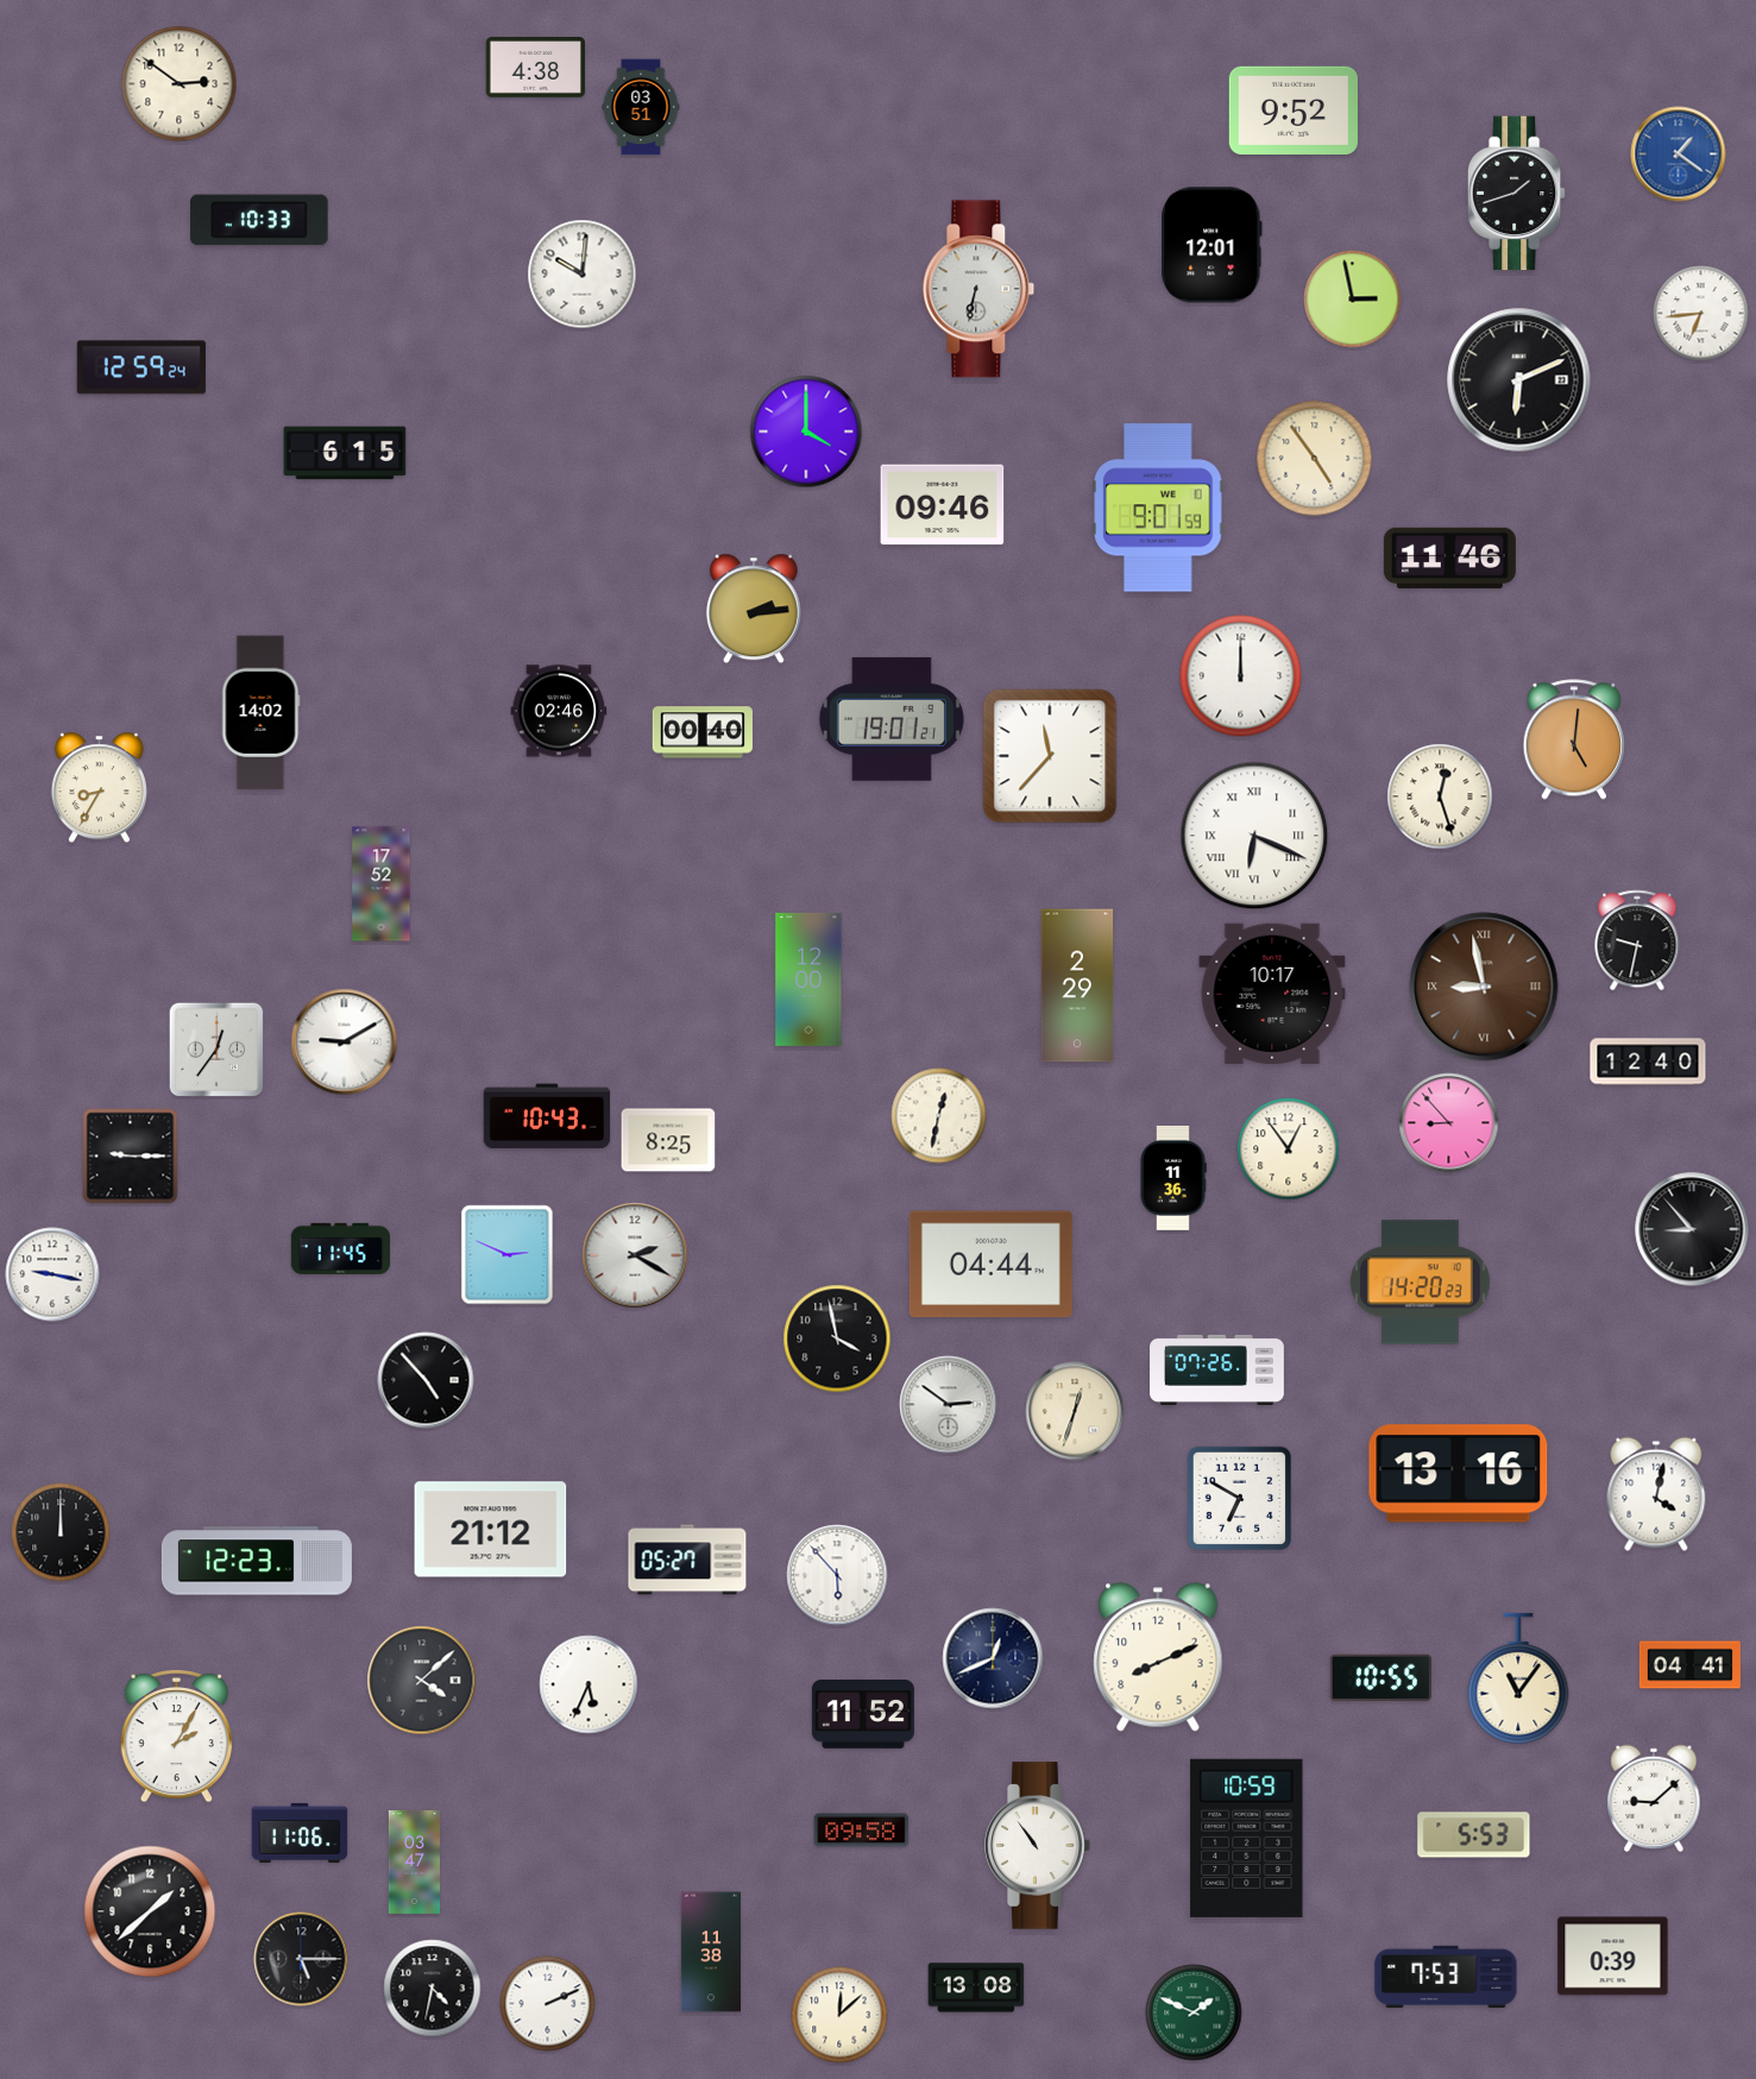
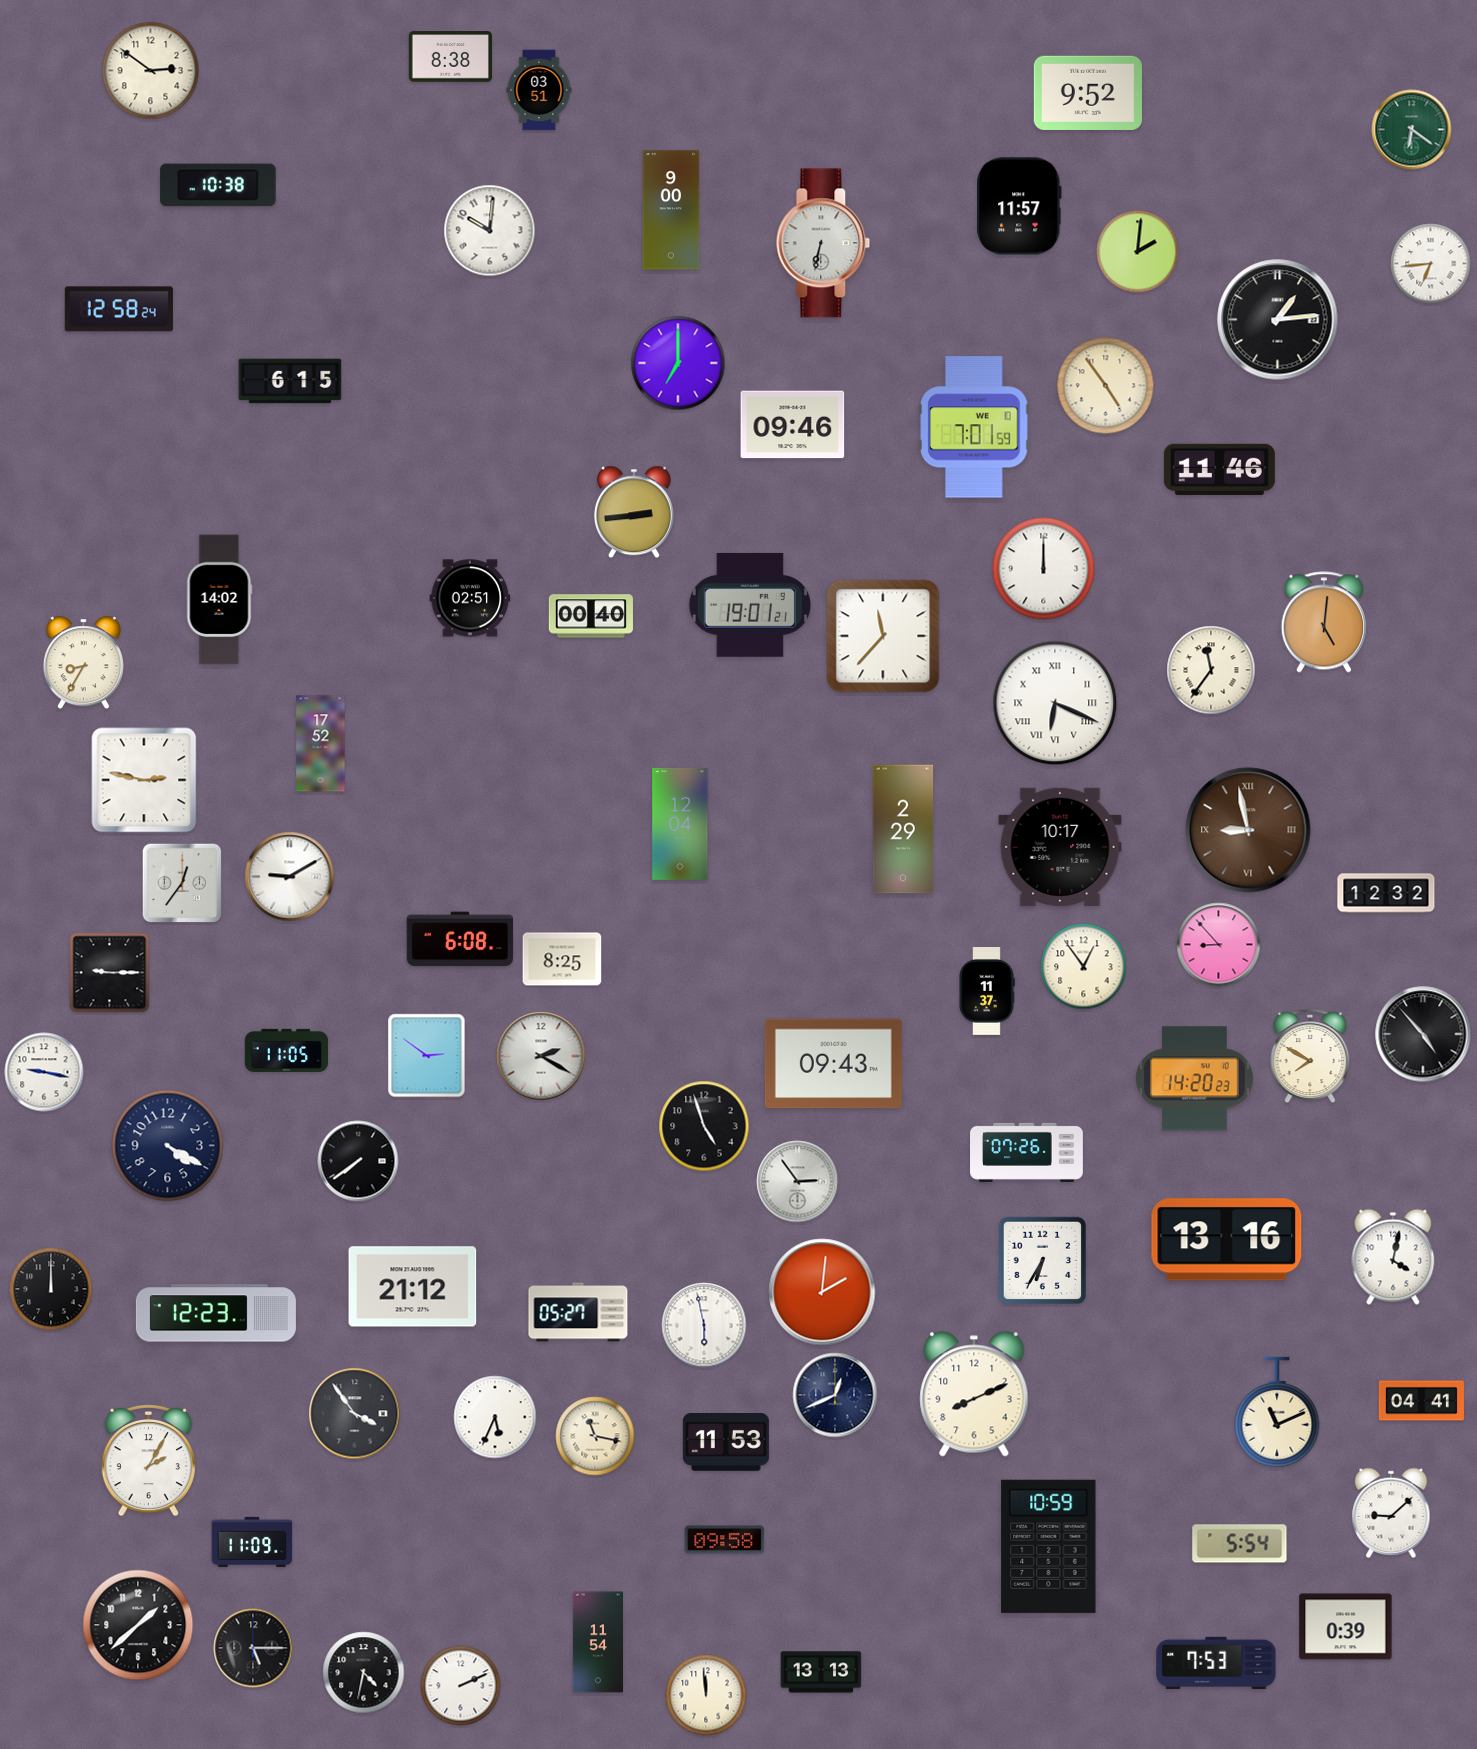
clock at (536, 68): 4:38 -> 8:38
clock at (1679, 155): 1:21 -> 6:21
clock at (1679, 155) dial: blue -> green
clock at (1516, 194): 1:42 -> none
clock at (259, 220): 10:33 -> 10:38
clock at (1211, 245): 12:01 -> 11:57
clock at (671, 210): none -> 9:00
clock at (1353, 300): 2:58 -> 2:01
clock at (141, 367): 12:59 -> 12:58
clock at (1519, 380): 6:11 -> 1:14
clock at (806, 431): 4:00 -> 7:00
clock at (1158, 508): 9:01 -> 7:01
clock at (754, 609): 2:14 -> 2:44
clock at (559, 711): 02:46 -> 02:51
clock at (1440, 796): 12:27 -> 11:36
clock at (144, 780): none -> 2:47
clock at (1637, 940): 9:32 -> none
clock at (808, 979): 12:00 -> 12:04
clock at (1077, 985) position: (1077, 985) -> (903, 829)
clock at (1272, 994) position: (1272, 994) -> (1060, 847)
clock at (1648, 1061): 12:40 -> 12:32
clock at (547, 1116): 10:43 -> 6:08
clock at (939, 1116): 12:32 -> none
clock at (1173, 1179): 11:36 -> 11:37
clock at (1692, 1229): 8:53 -> 4:53
clock at (341, 1248): 11:45 -> 11:05
clock at (508, 1255): 2:49 -> 2:51
clock at (635, 1255) position: (635, 1255) -> (541, 1056)
clock at (1310, 1057): none -> 7:50
clock at (990, 1265): 04:44 -> 09:43
clock at (837, 1338): 3:58 -> 4:57
clock at (168, 1146): none -> 4:20
clock at (1217, 1369) position: (1217, 1369) -> (1027, 1152)
clock at (426, 1380): 4:53 -> 7:39
clock at (949, 1405): 2:51 -> 2:54
clock at (1075, 1411): 12:33 -> none
clock at (1239, 1498): 6:50 -> 6:35
clock at (822, 1292): none -> 2:01
clock at (837, 1575): 5:53 -> 5:58
clock at (1380, 1677): 10:55 -> none
clock at (1518, 1678): 11:06 -> 11:11
clock at (422, 1681): 4:08 -> 3:54
clock at (595, 1436): none -> 11:17
clock at (863, 1715): 11:52 -> 11:53
clock at (300, 1833): 11:06 -> 11:09
clock at (1474, 1835): 5:53 -> 5:54
clock at (1038, 1846): 10:54 -> none
clock at (415, 1861): 03:47 -> none
clock at (150, 1911) position: (150, 1911) -> (138, 1625)
clock at (710, 1952): 11:38 -> 11:54
clock at (1613, 1957) position: (1613, 1957) -> (1346, 1627)
clock at (976, 1987): 13:08 -> 13:13
clock at (1194, 2012): 1:49 -> none
clock at (839, 2015): 12:08 -> 11:59
